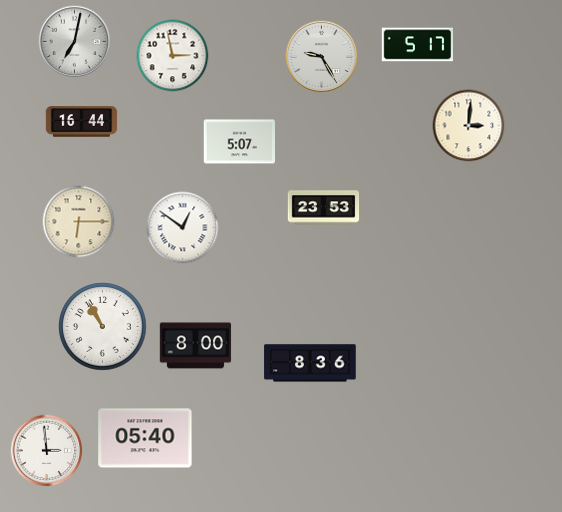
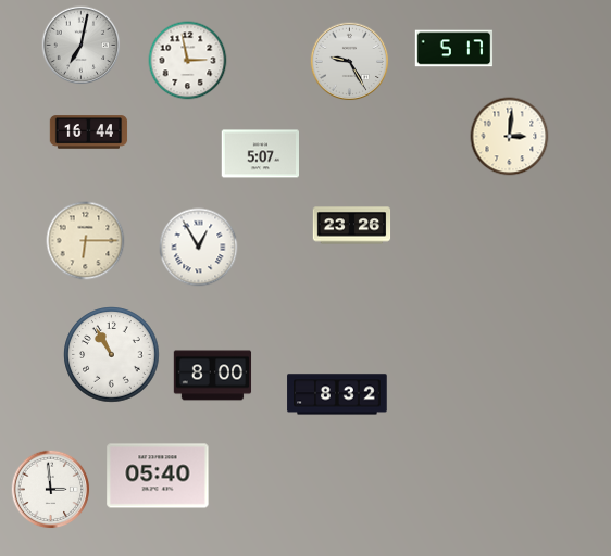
clock at (324, 208): 23:53 -> 23:26
clock at (183, 228): 12:51 -> 12:55
clock at (310, 363): 8:36 -> 8:32
